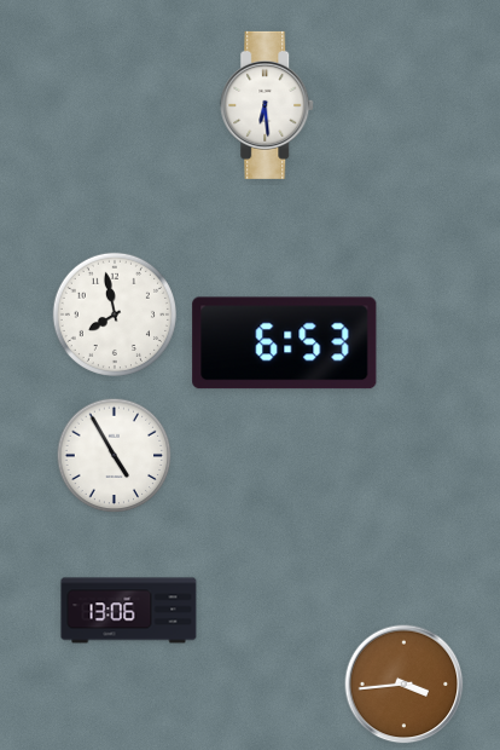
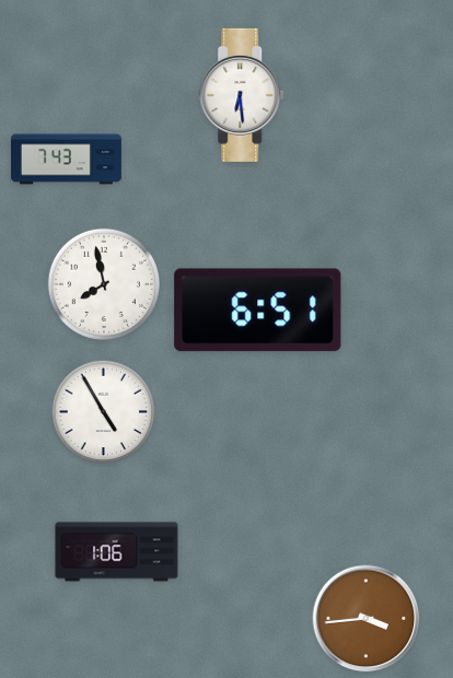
clock at (66, 160): none -> 7:43
clock at (285, 344): 6:53 -> 6:51
clock at (129, 611): 13:06 -> 1:06
